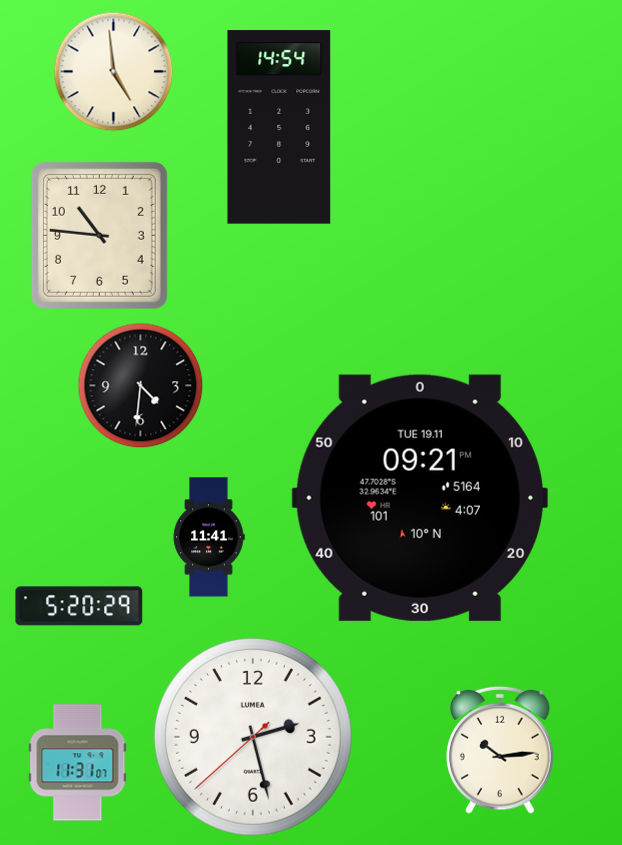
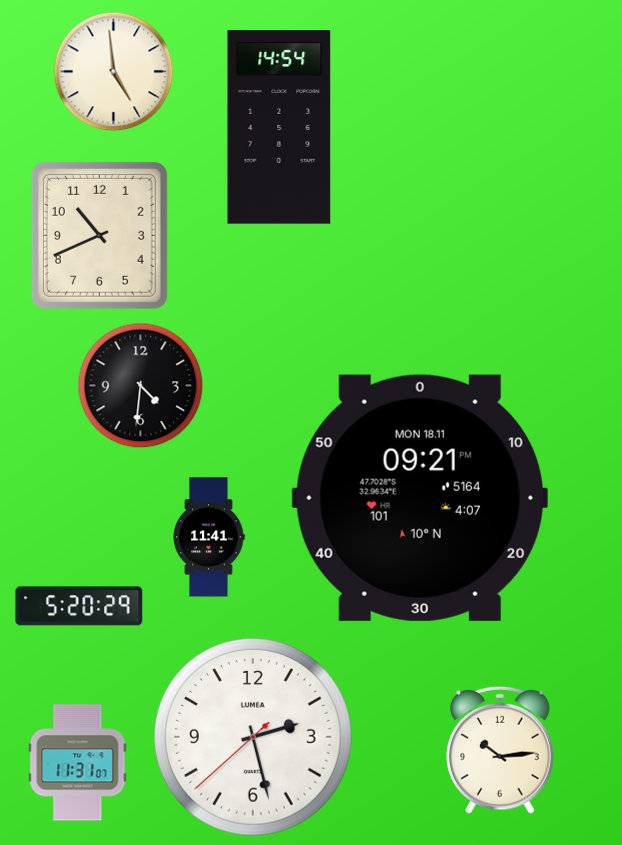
clock at (99, 235): 10:46 -> 10:41
clock at (420, 498) date: TUE 19.11 -> MON 18.11
